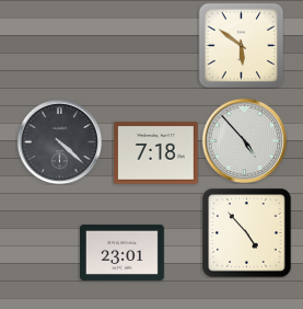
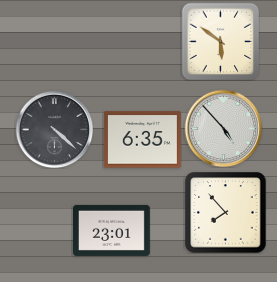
clock at (155, 153): 7:18 -> 6:35
clock at (246, 232): 4:53 -> 7:53
